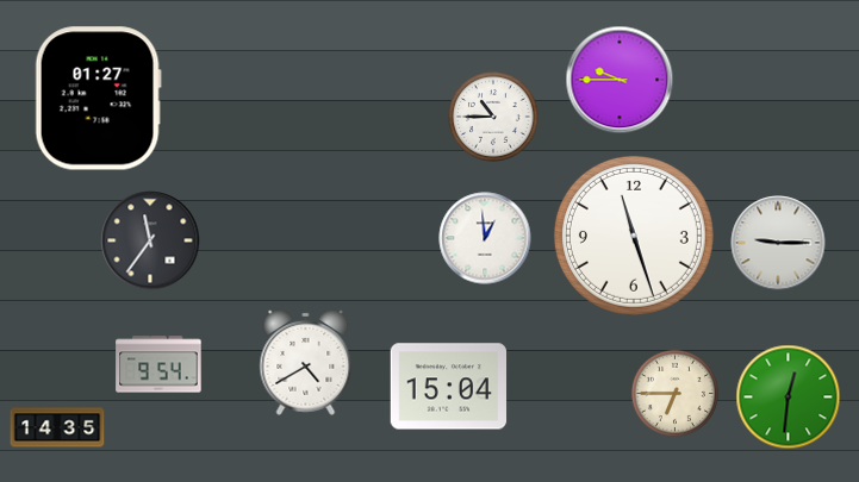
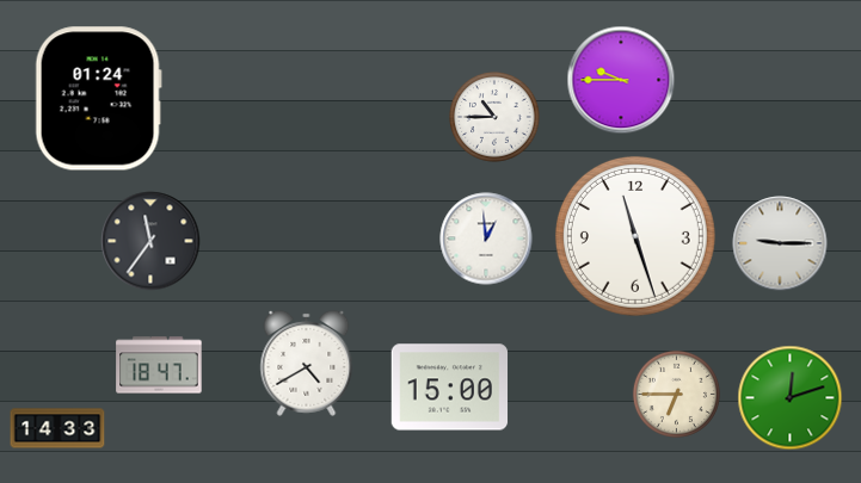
clock at (98, 99): 01:27 -> 01:24
clock at (158, 364): 9:54 -> 18:47
clock at (449, 387): 15:04 -> 15:00
clock at (789, 398): 12:31 -> 12:12
clock at (57, 427): 14:35 -> 14:33
